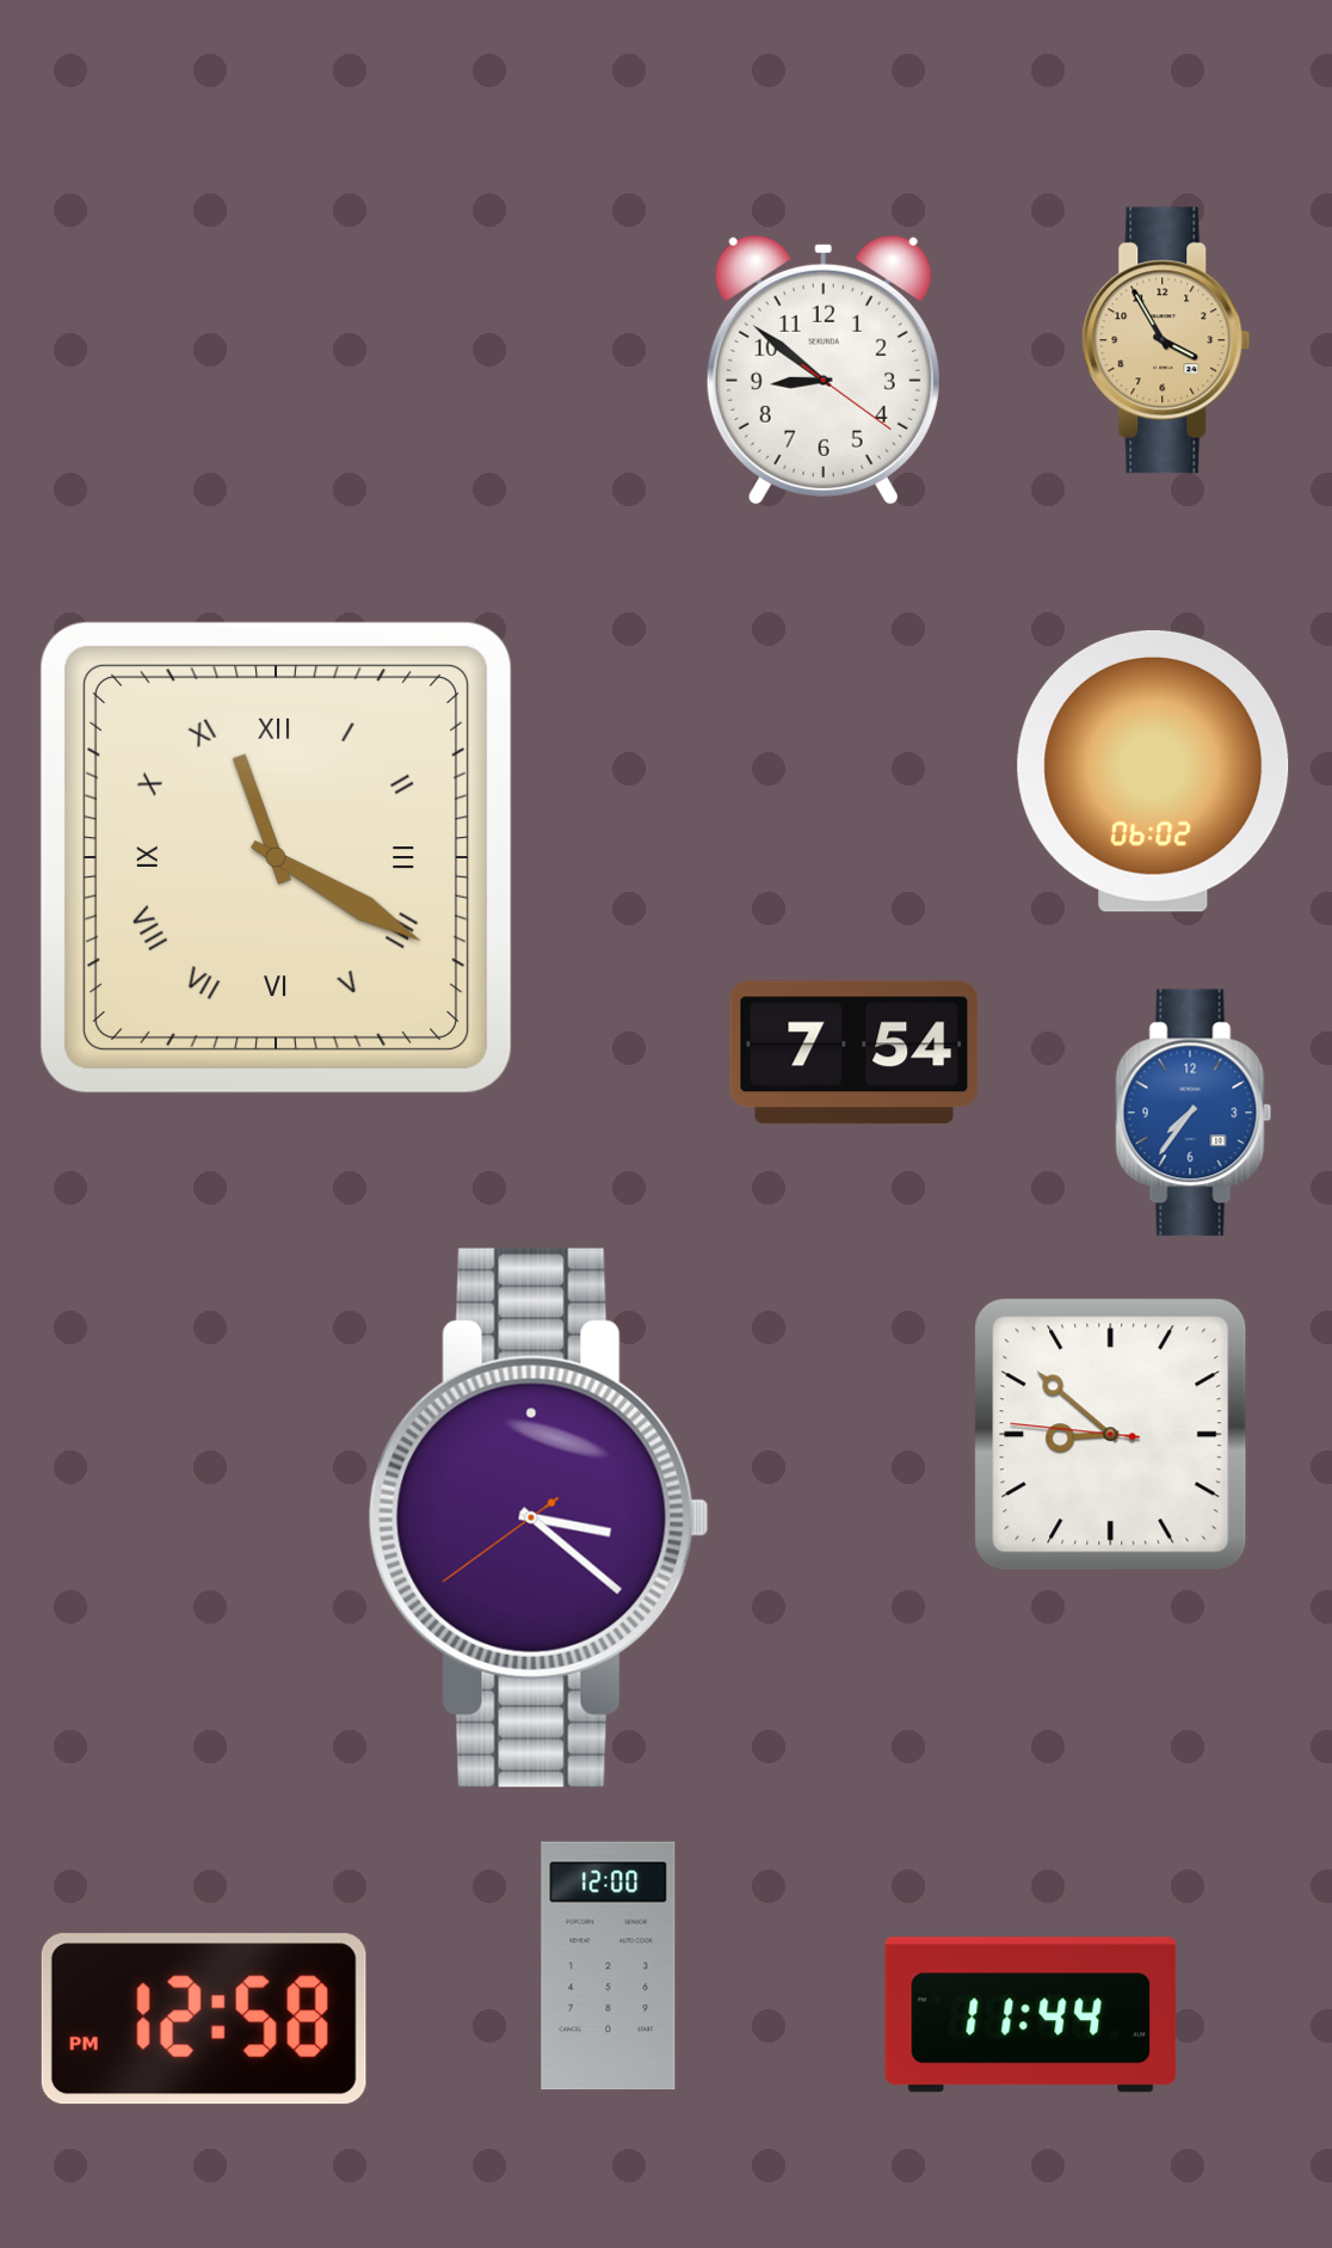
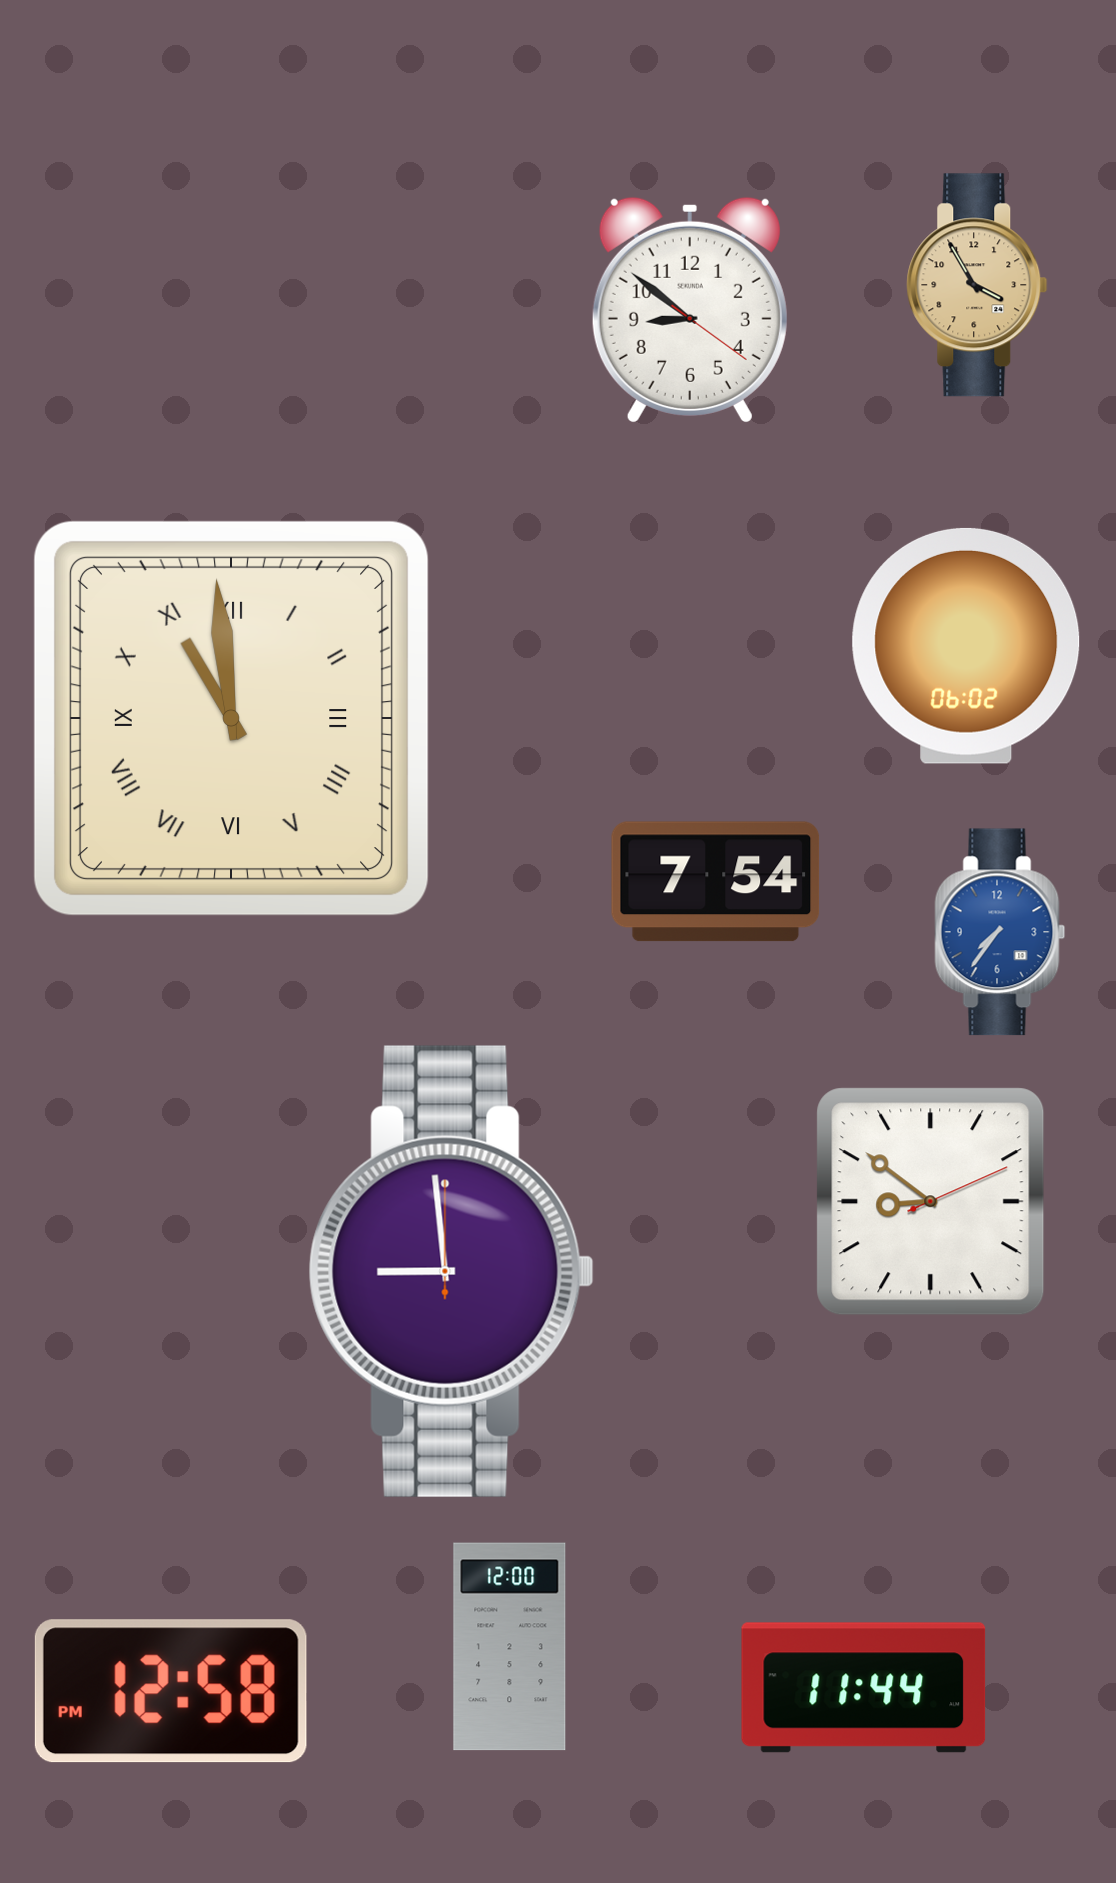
clock at (276, 857): 11:20 -> 10:59
clock at (1111, 1435): 8:51:46 -> 8:51:11
clock at (538, 1517): 3:21 -> 8:59
